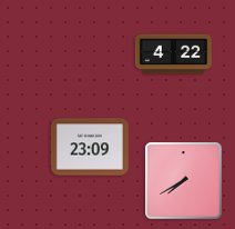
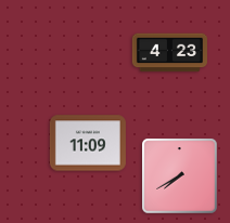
clock at (173, 54): 4:22 -> 4:23
clock at (90, 147): 23:09 -> 11:09
